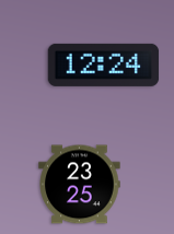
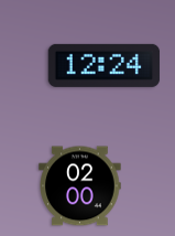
clock at (80, 185): 23:25 -> 02:00
